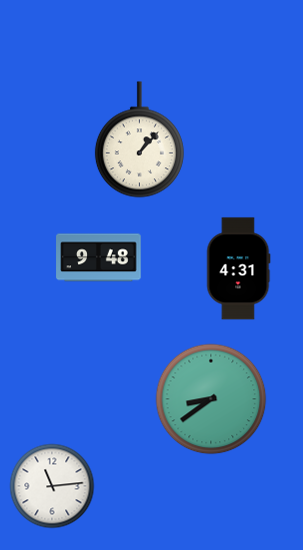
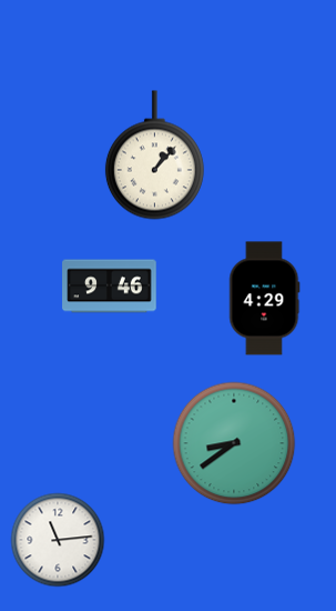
clock at (99, 258): 9:48 -> 9:46
clock at (239, 269): 4:31 -> 4:29
